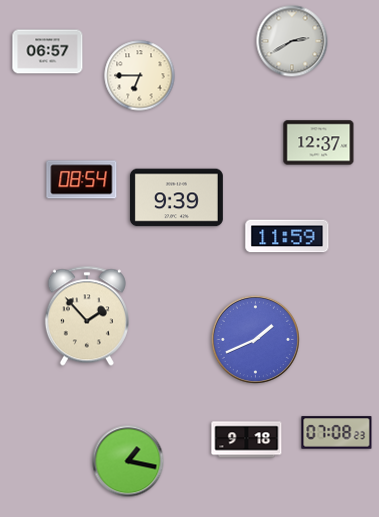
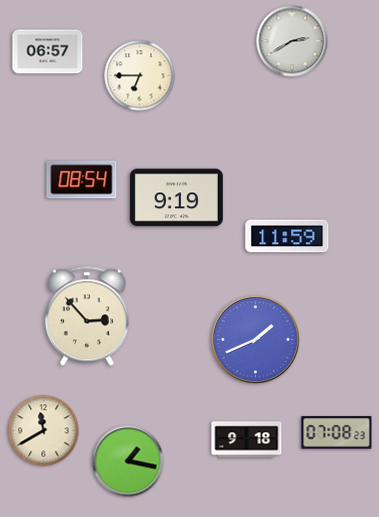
clock at (319, 143): 12:37 -> none
clock at (176, 198): 9:39 -> 9:19
clock at (87, 316): 1:53 -> 2:53
clock at (44, 431): none -> 11:40
